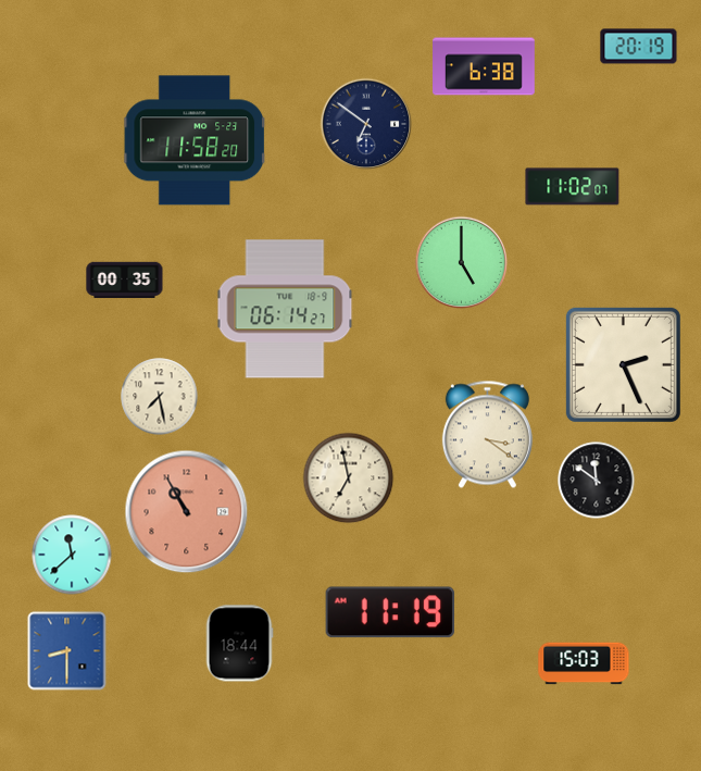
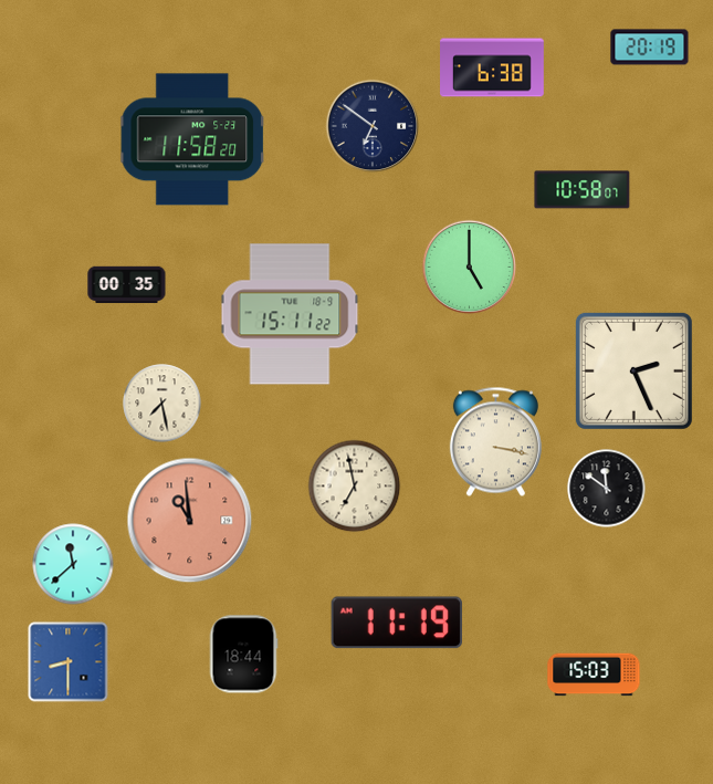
clock at (195, 140) position: (195, 140) -> (192, 139)
clock at (573, 187): 11:02 -> 10:58
clock at (285, 309): 06:14 -> 15:11
clock at (487, 435): 3:21 -> 3:17
clock at (187, 512): 10:55 -> 10:59
